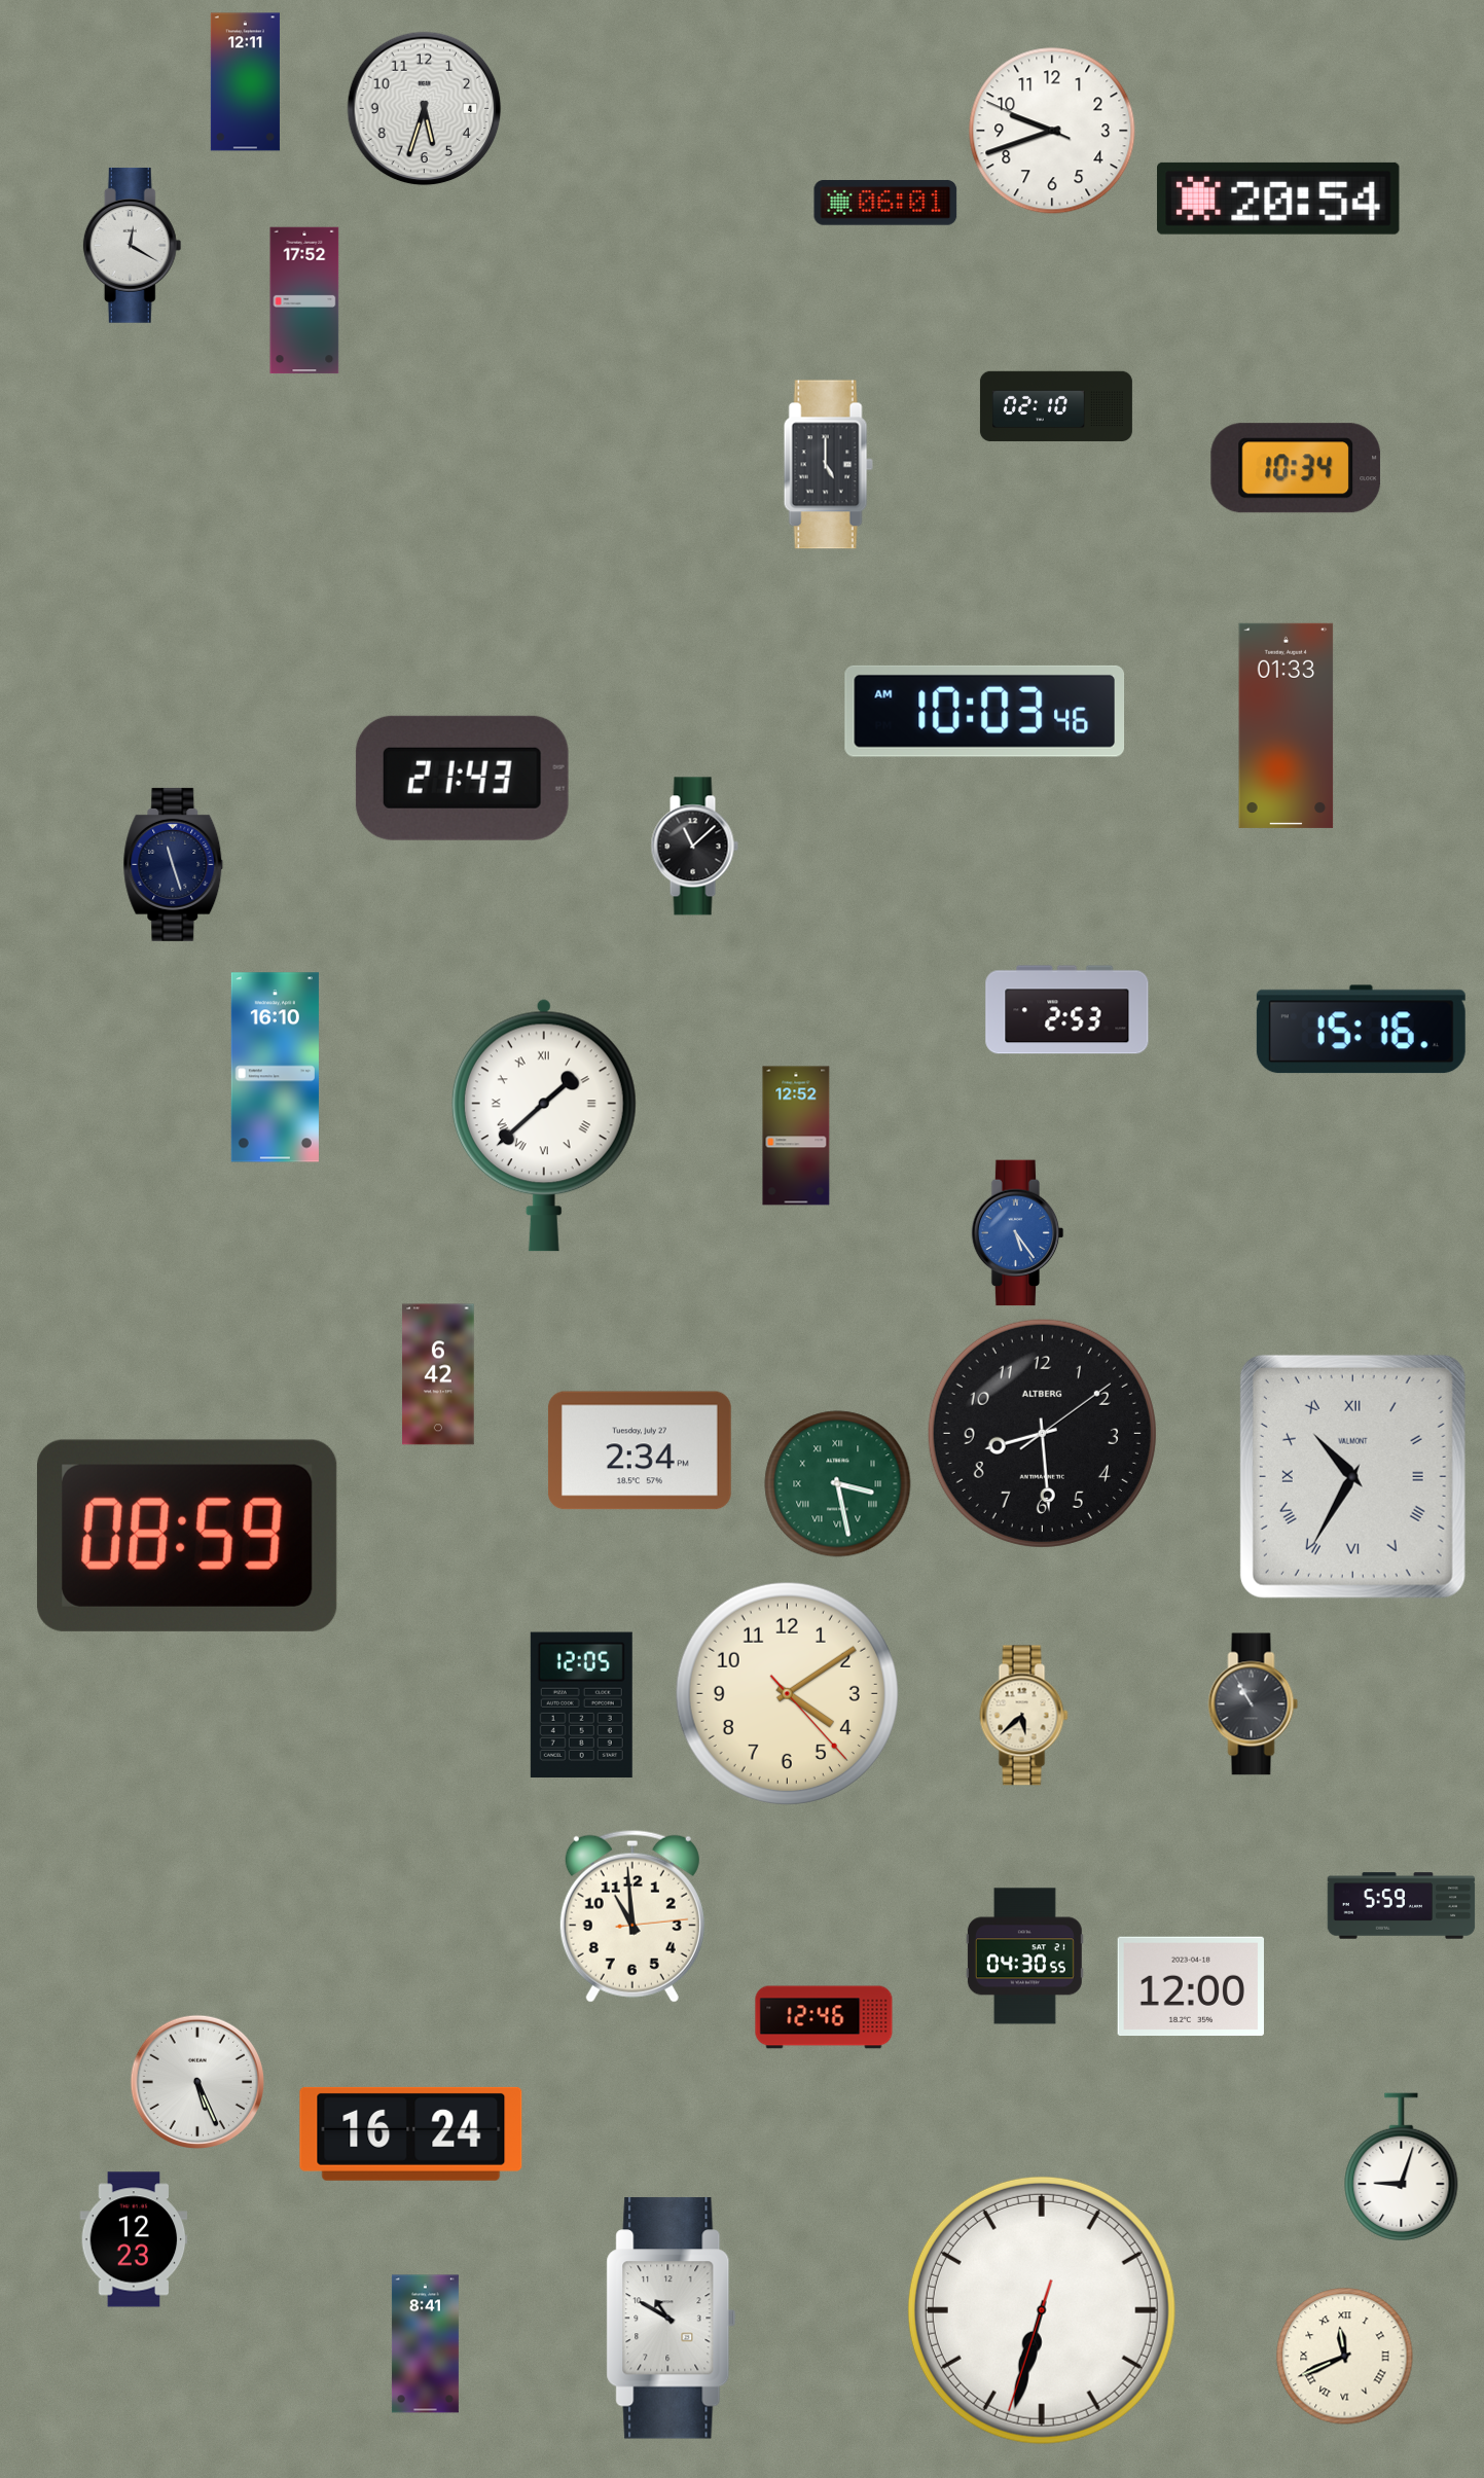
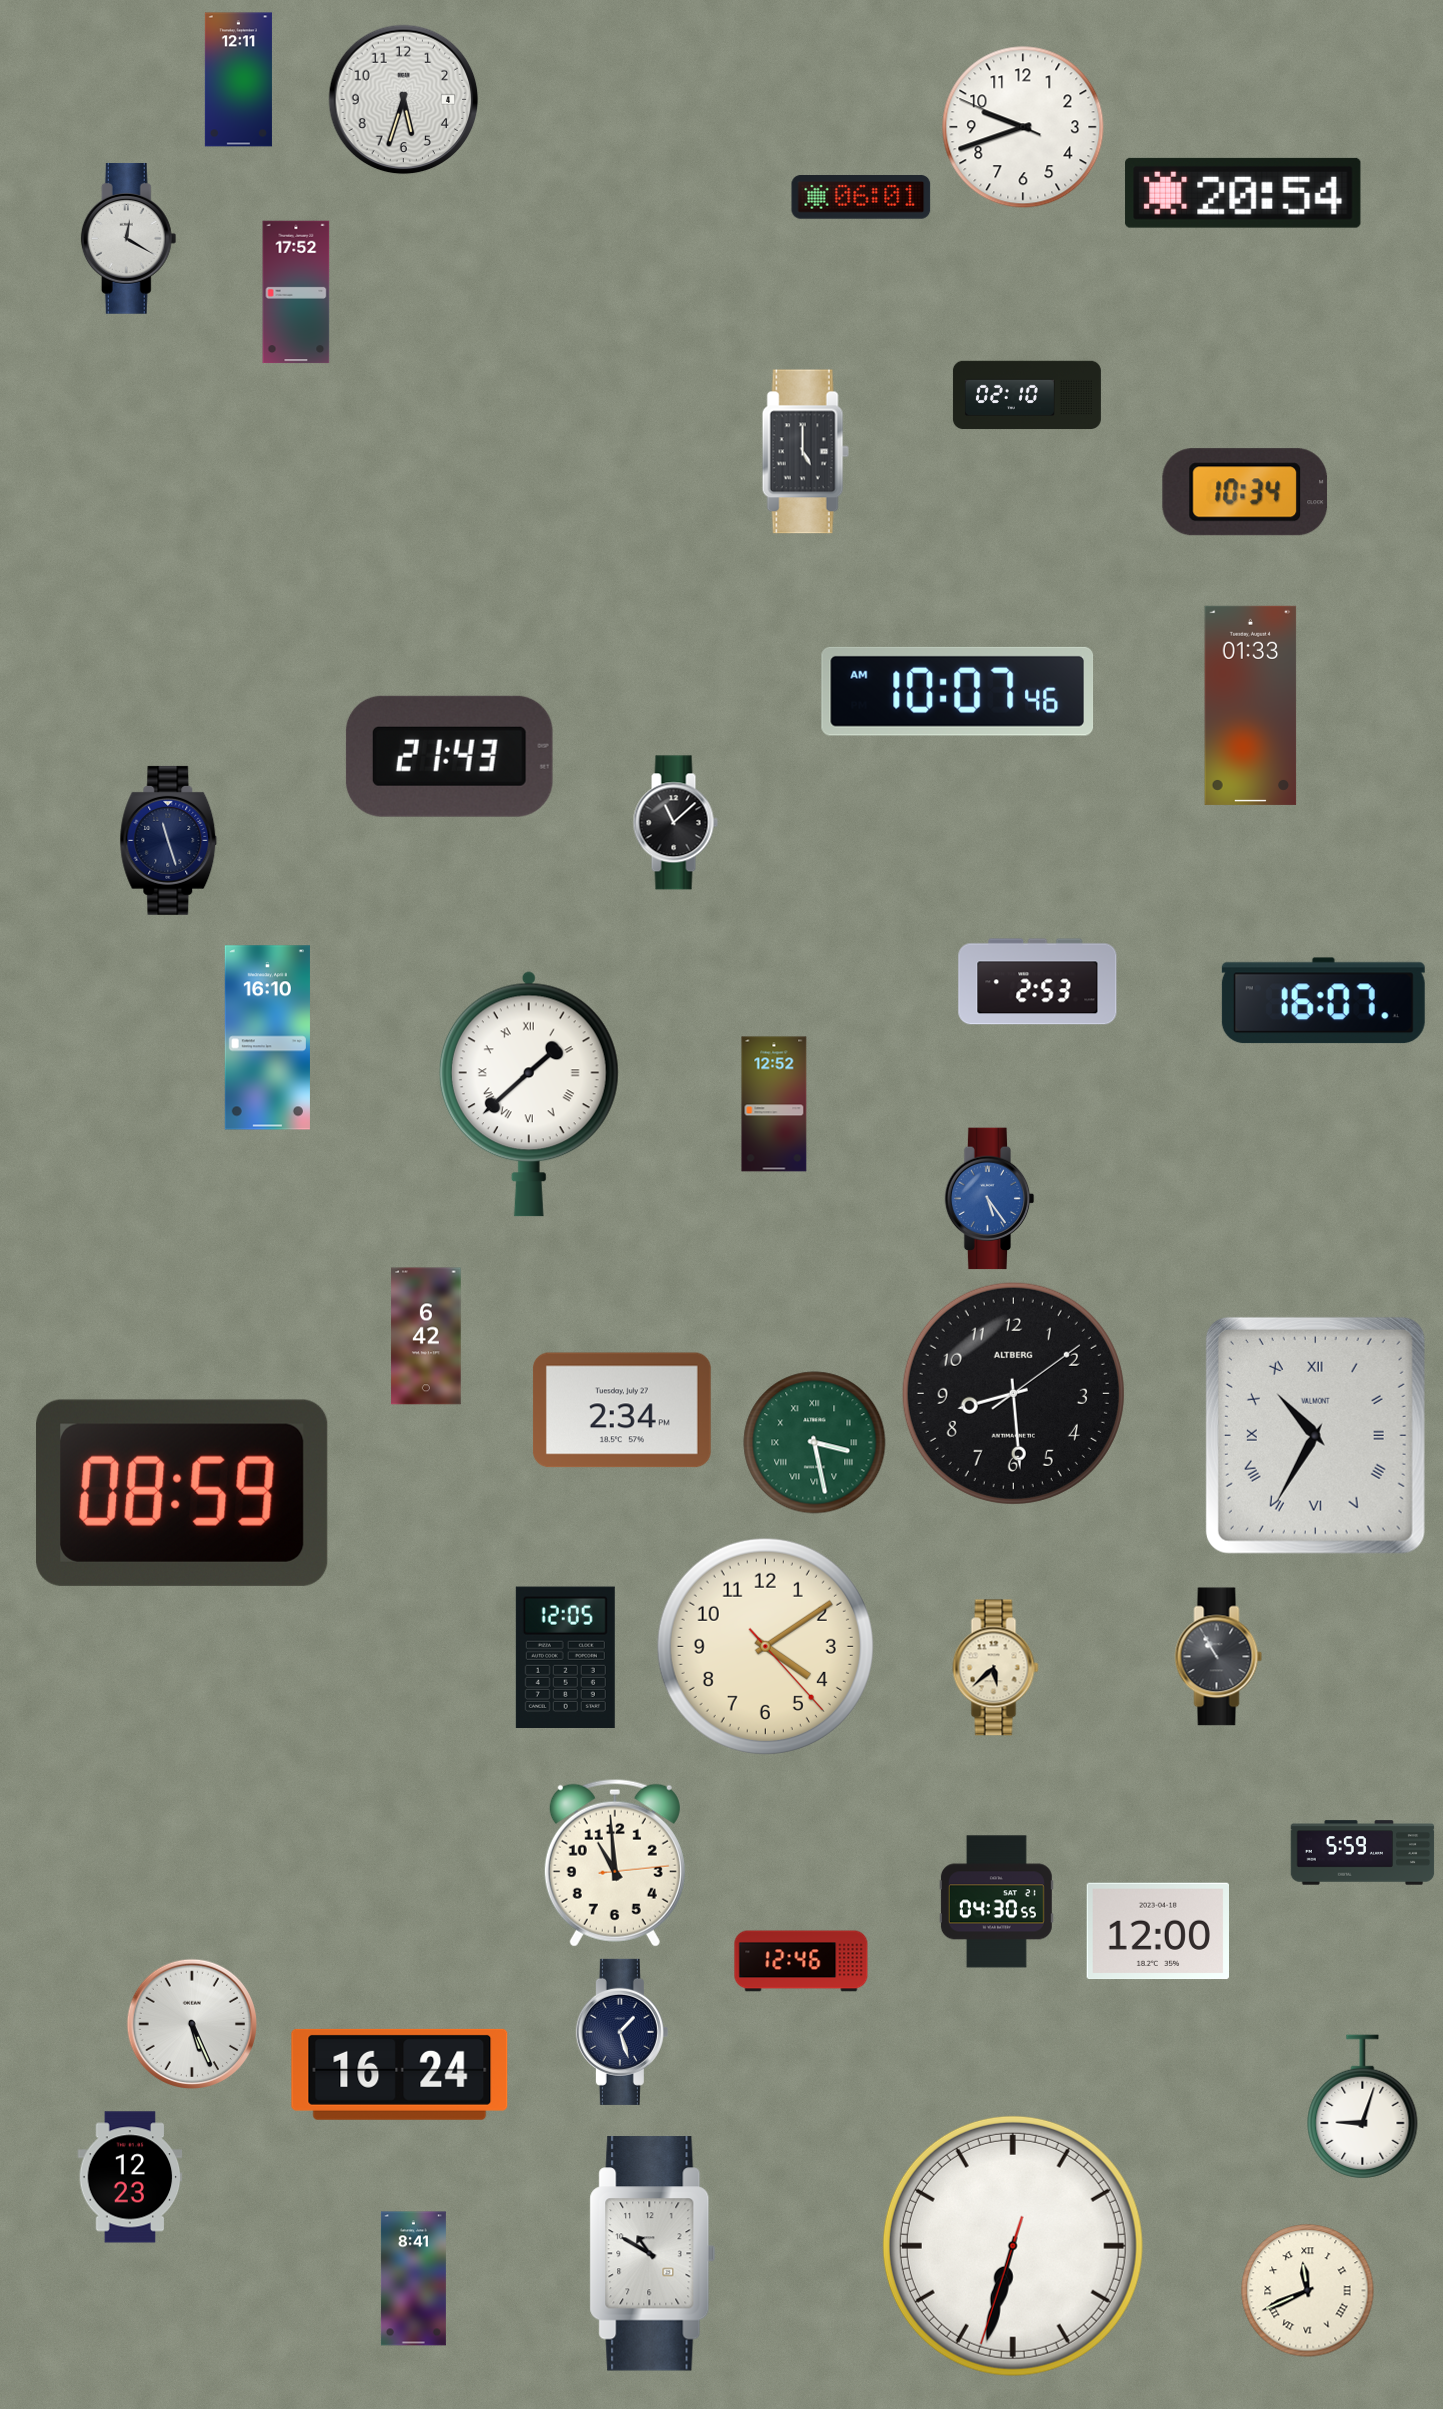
clock at (425, 109) position: (425, 109) -> (404, 100)
clock at (1296, 468) position: (1296, 468) -> (1245, 492)
clock at (985, 711): 10:03 -> 10:07
clock at (1361, 1030): 15:16 -> 16:07
clock at (622, 2032): none -> 1:27
